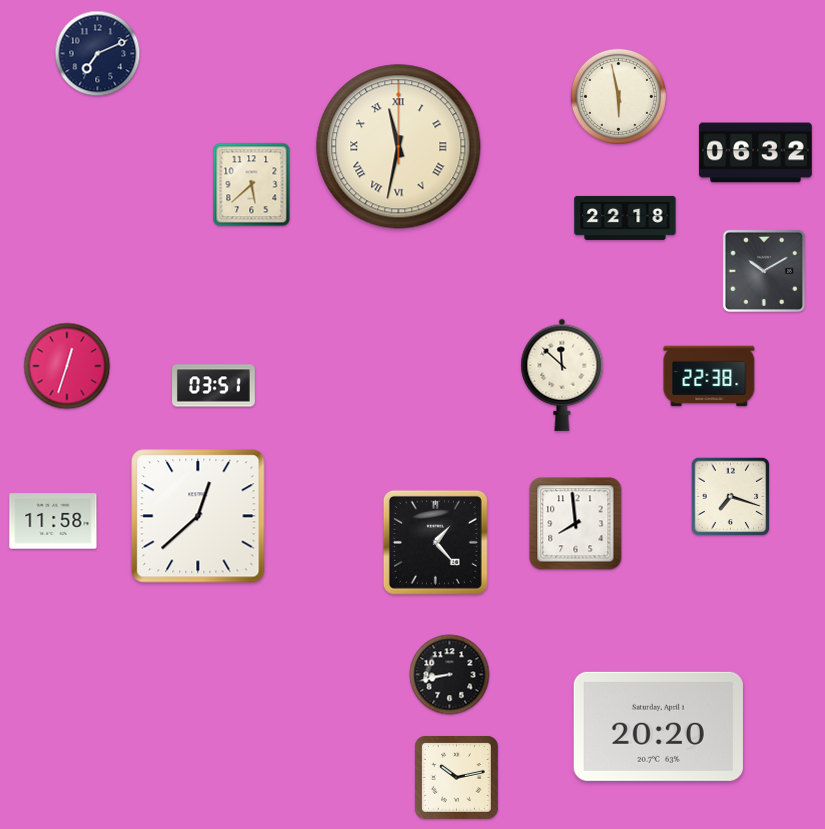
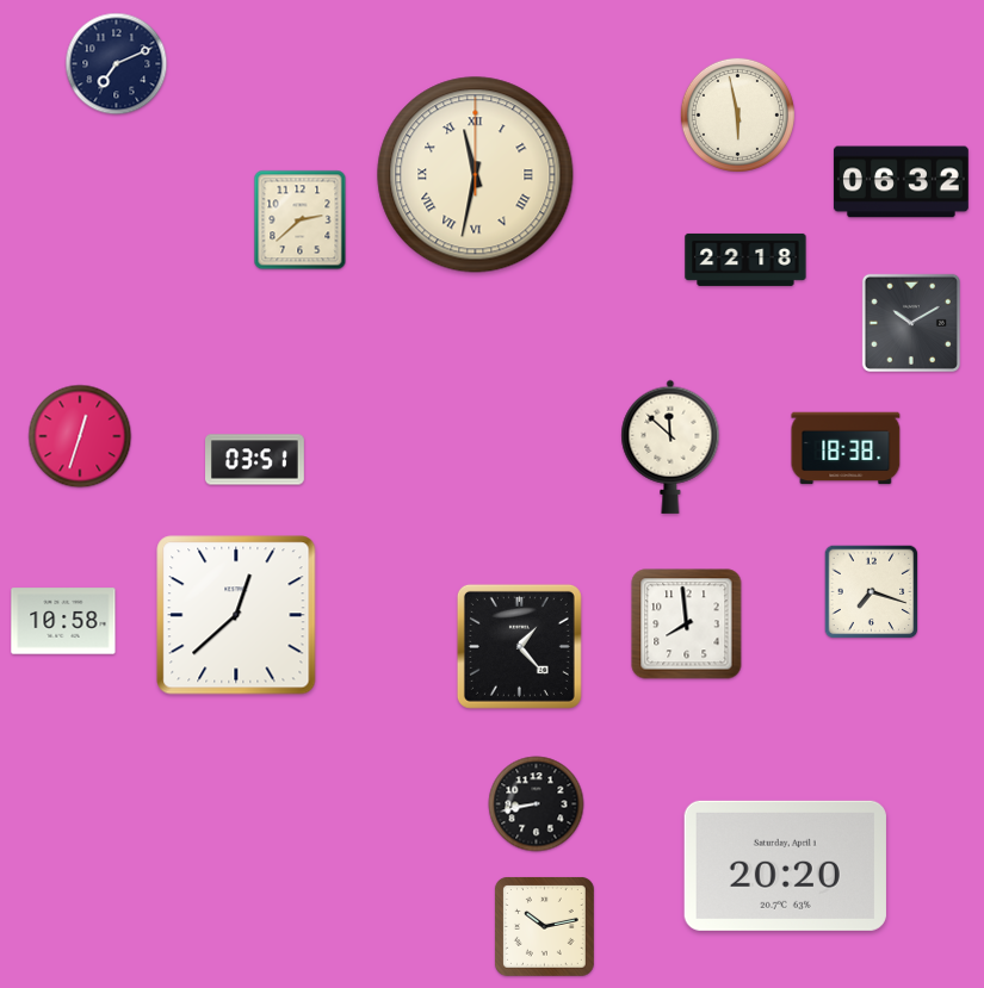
clock at (252, 185): 5:38 -> 2:38
clock at (709, 376): 22:38 -> 18:38
clock at (53, 521): 11:58 -> 10:58
